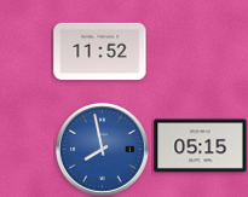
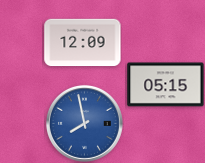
clock at (100, 52): 11:52 -> 12:09
clock at (201, 146) position: (201, 146) -> (166, 85)
